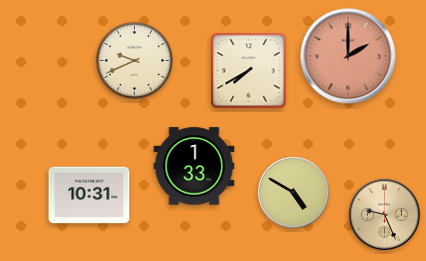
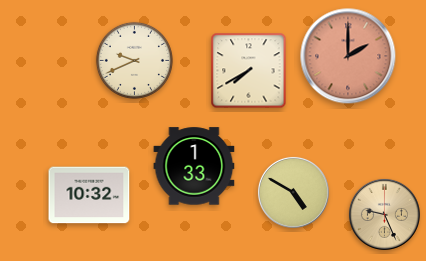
clock at (89, 195): 10:31 -> 10:32
